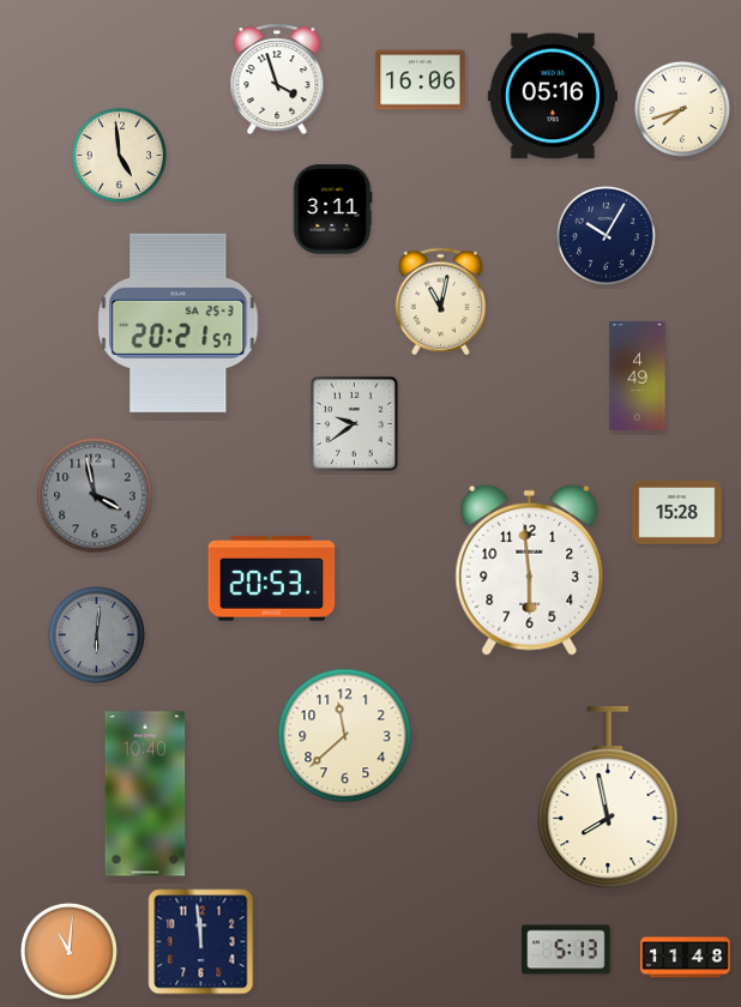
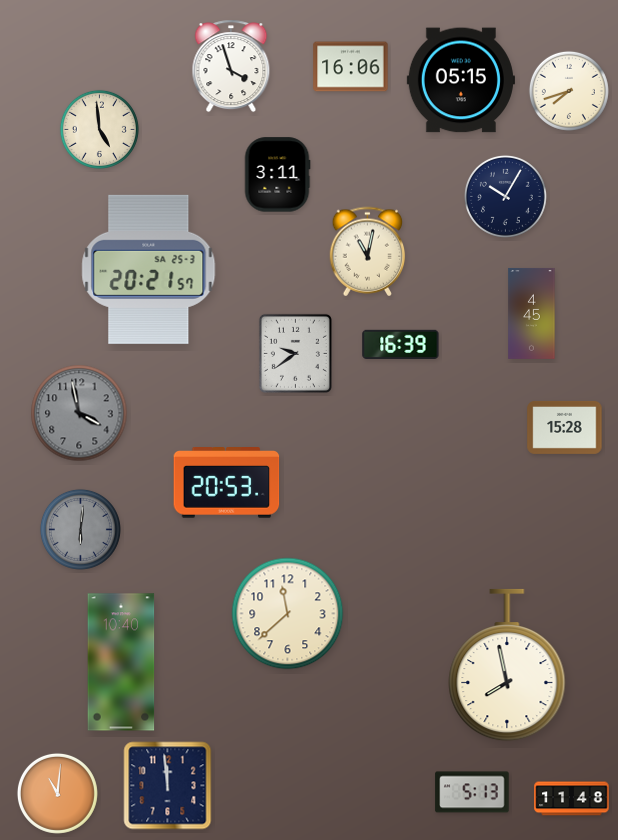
clock at (553, 96): 05:16 -> 05:15
clock at (638, 375): 4:49 -> 4:45
clock at (401, 344): none -> 16:39
clock at (530, 569): 5:59 -> none
